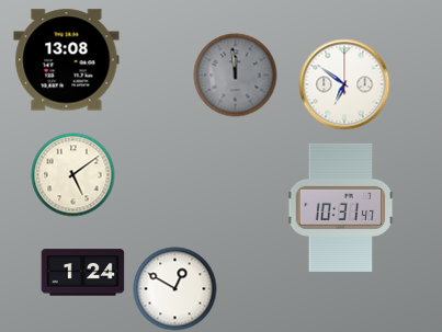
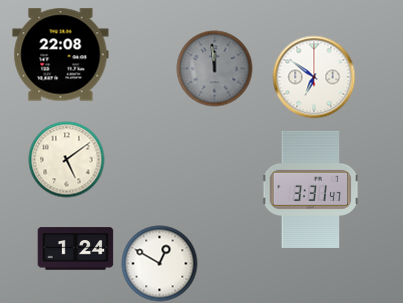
clock at (67, 60): 13:08 -> 22:08
clock at (341, 207): 10:31 -> 3:31
